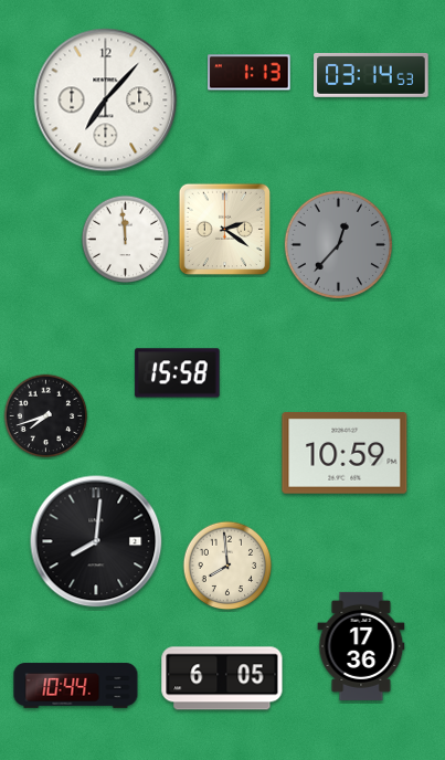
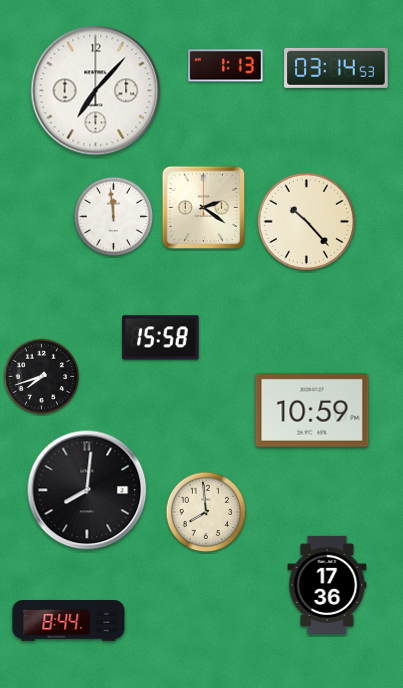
clock at (338, 244): 12:37 -> 10:23
clock at (338, 244) dial: grey -> cream
clock at (222, 678): 6:05 -> none
clock at (76, 686): 10:44 -> 8:44
